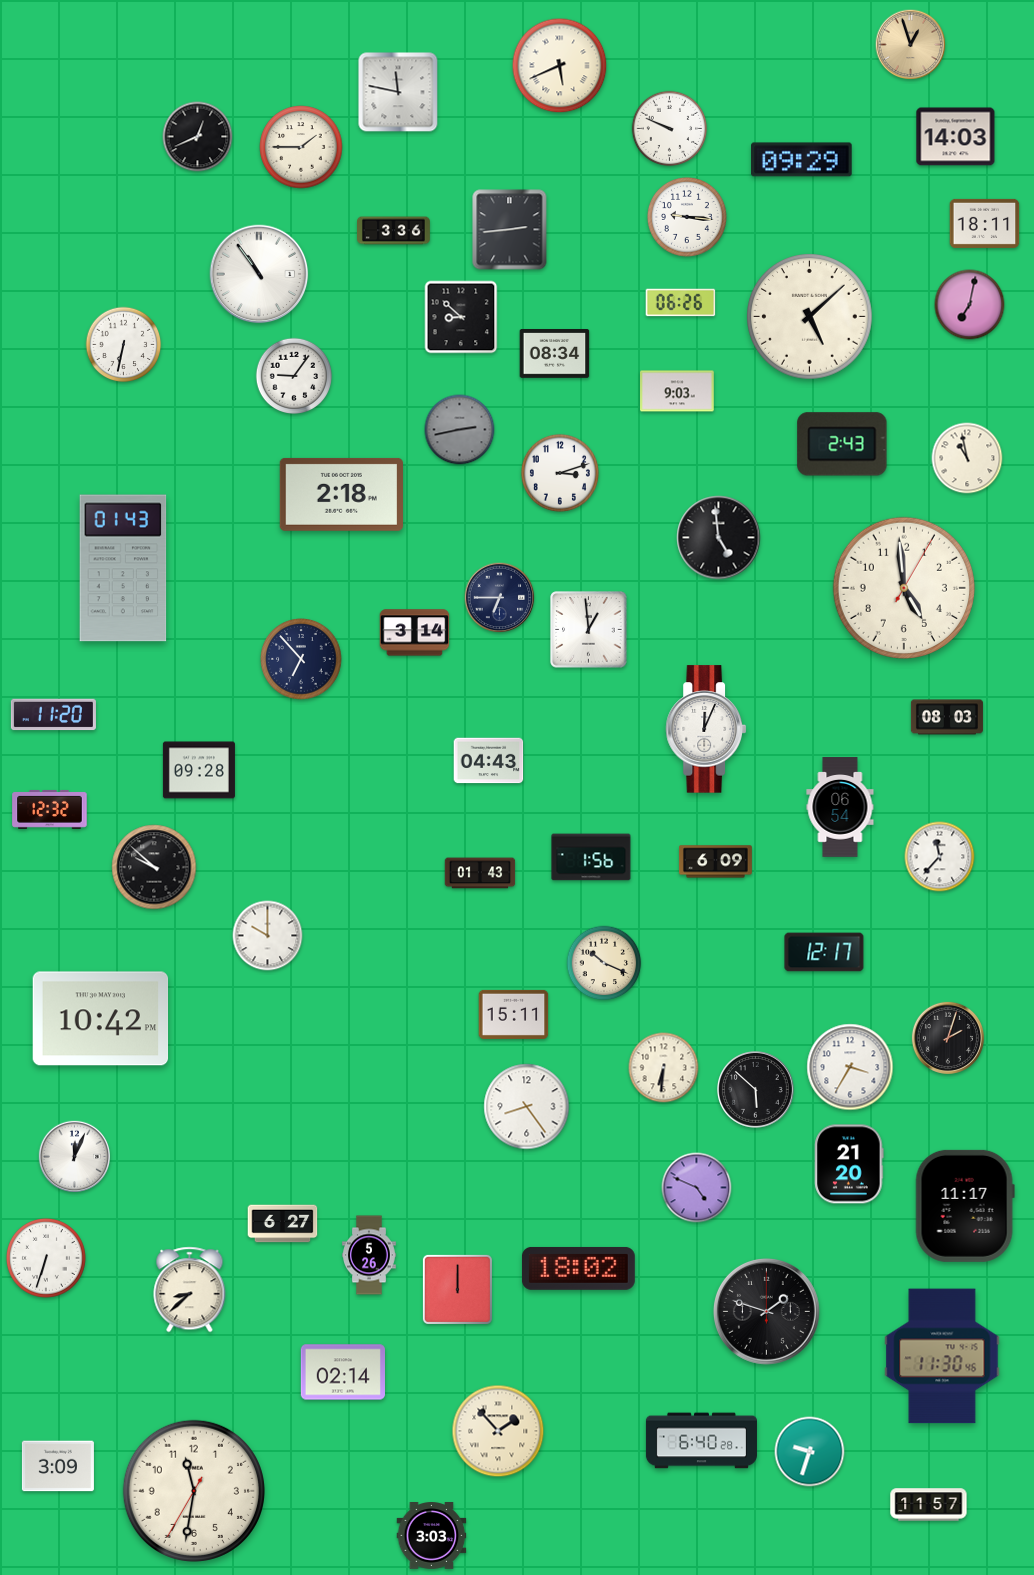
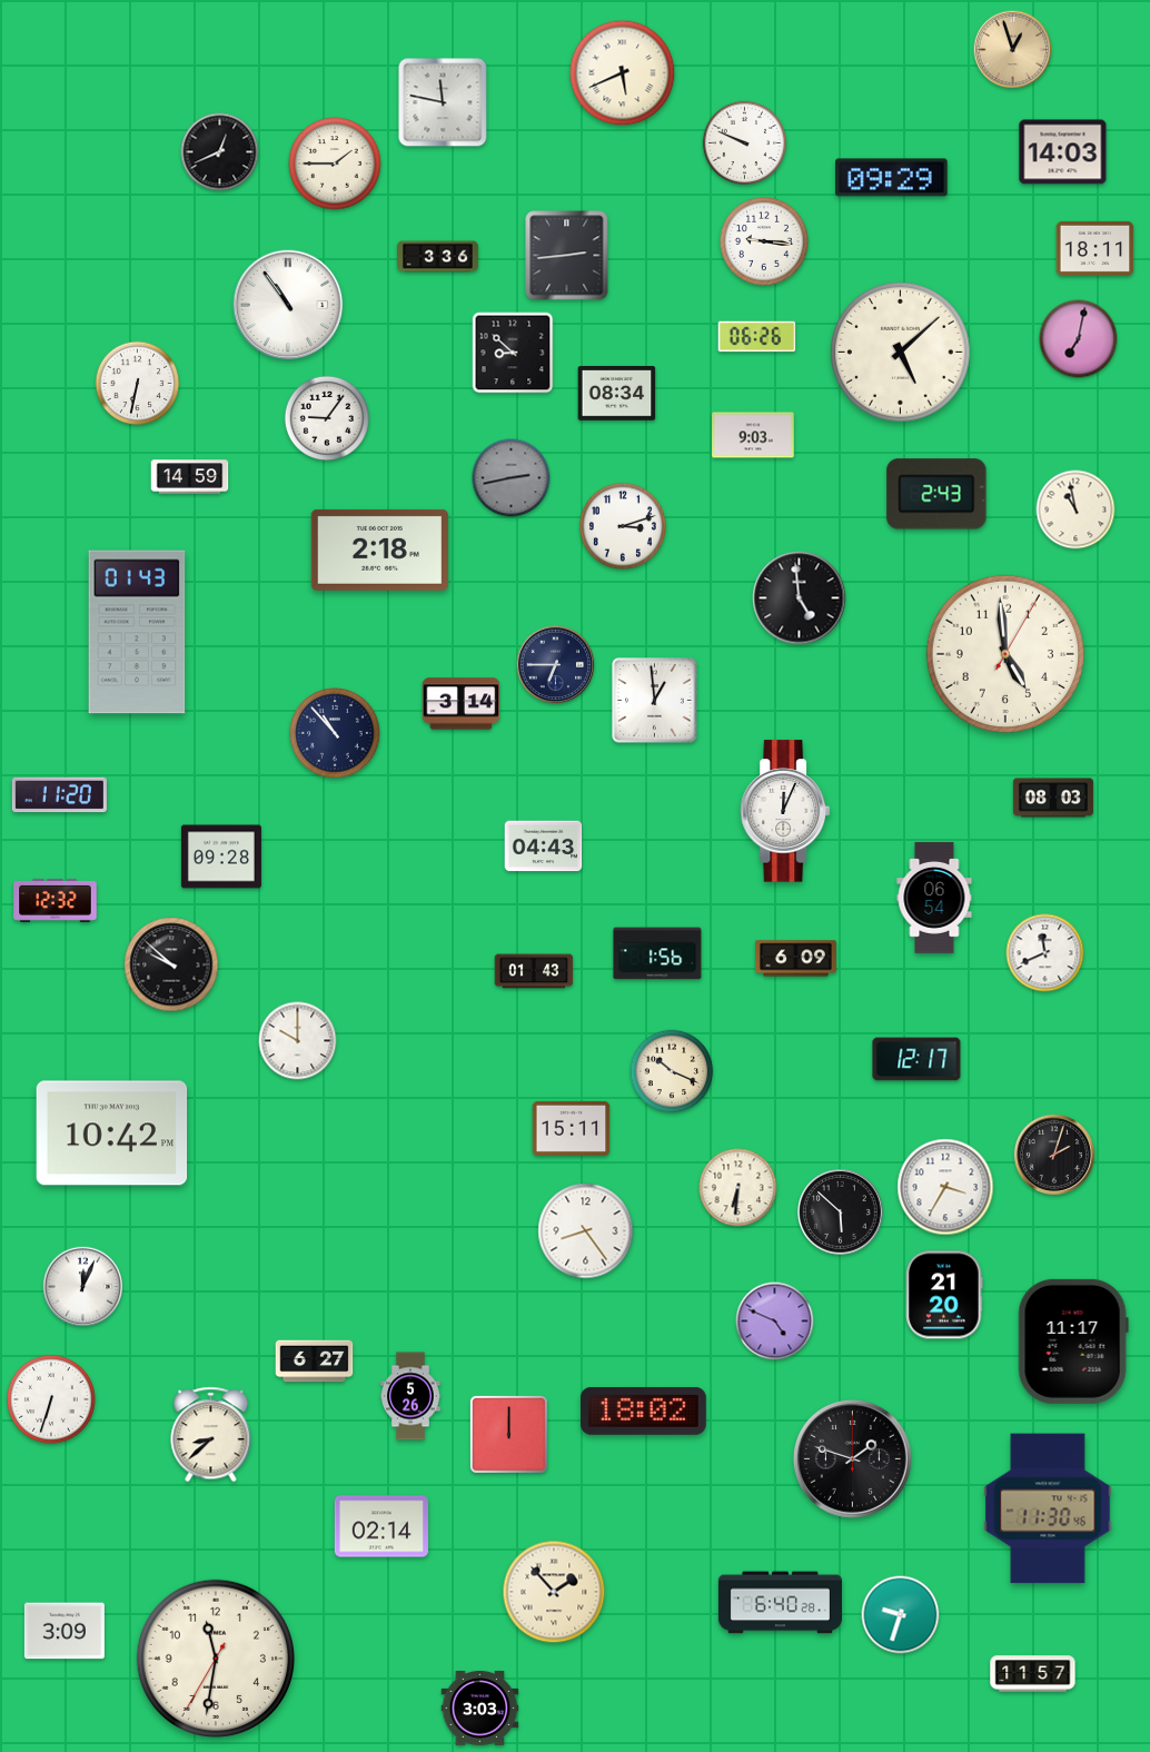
clock at (190, 477): none -> 14:59
clock at (301, 659): 6:53 -> 10:53
clock at (940, 857): 11:37 -> 11:41
